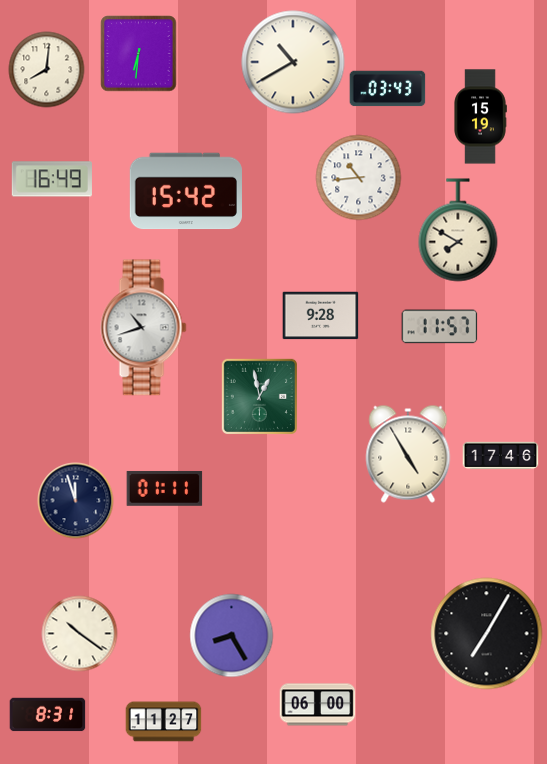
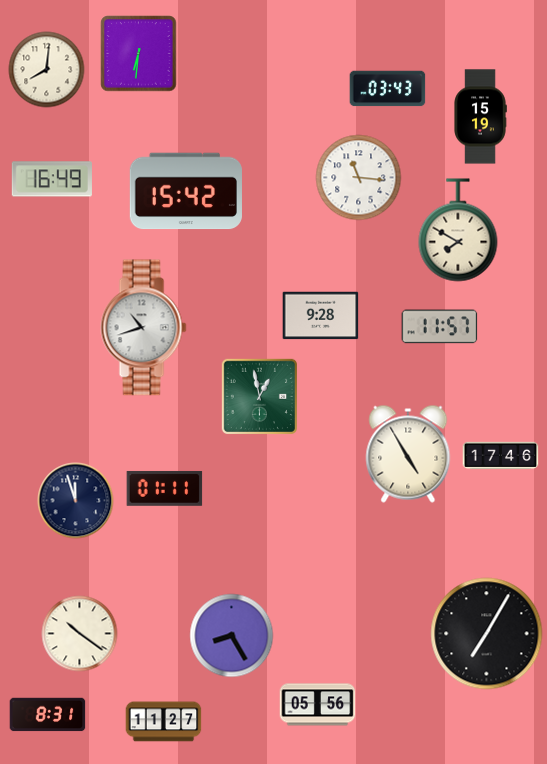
clock at (293, 62): 10:40 -> none
clock at (359, 178): 10:44 -> 11:16
clock at (318, 705): 06:00 -> 05:56
